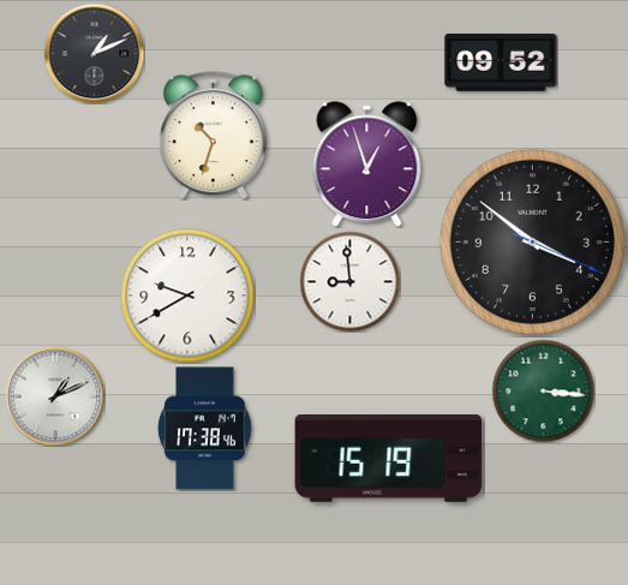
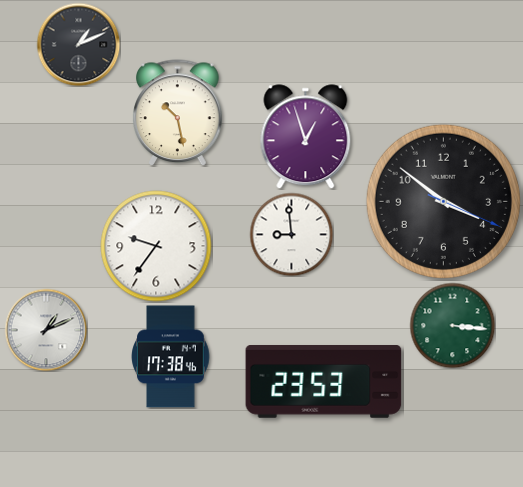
clock at (501, 64): 09:52 -> none
clock at (214, 136): 10:33 -> 10:28
clock at (187, 296): 9:40 -> 9:36
clock at (389, 459): 15:19 -> 23:53
